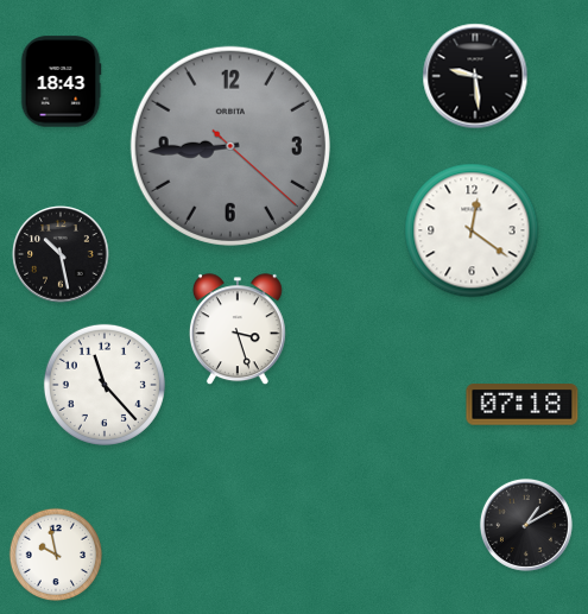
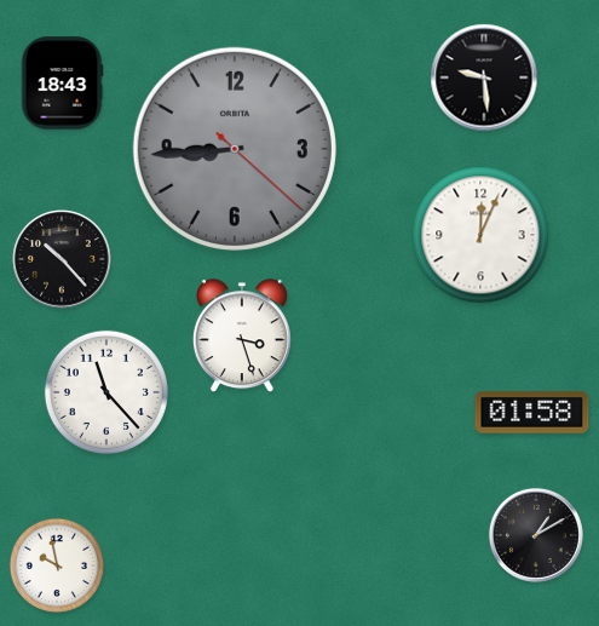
clock at (472, 230): 12:21 -> 12:04
clock at (61, 254): 10:28 -> 10:23
clock at (523, 405): 07:18 -> 01:58
